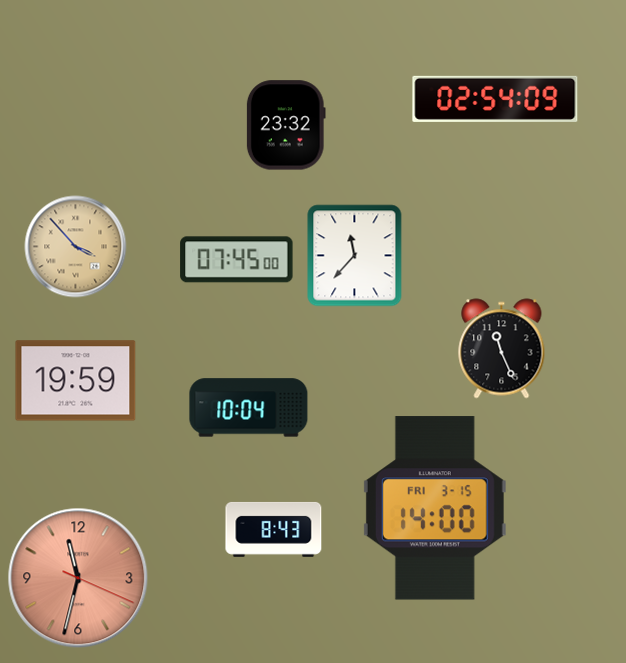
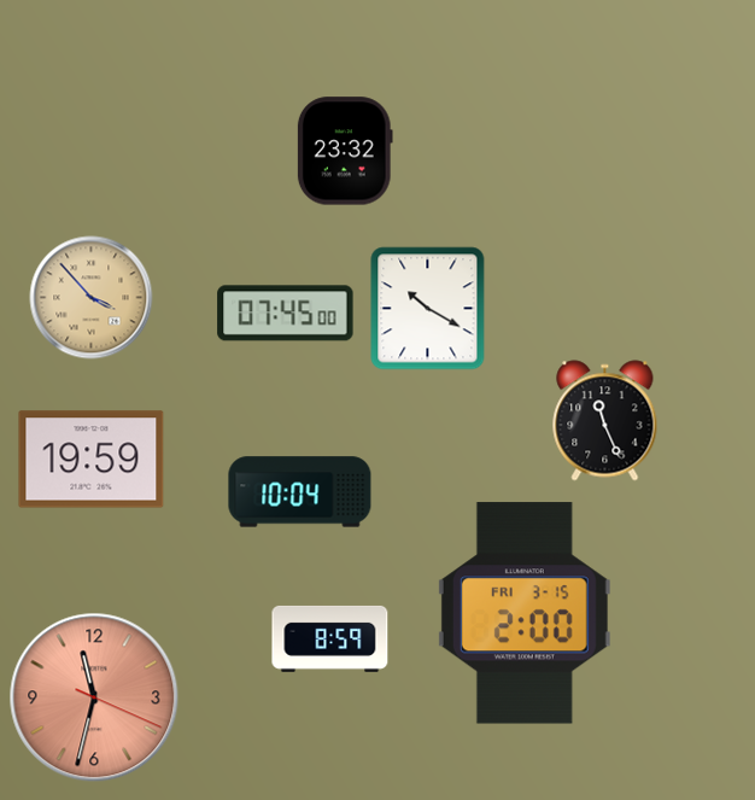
clock at (495, 99): 02:54 -> none
clock at (355, 256): 11:37 -> 10:20
clock at (435, 508): 14:00 -> 2:00
clock at (274, 529): 8:43 -> 8:59
